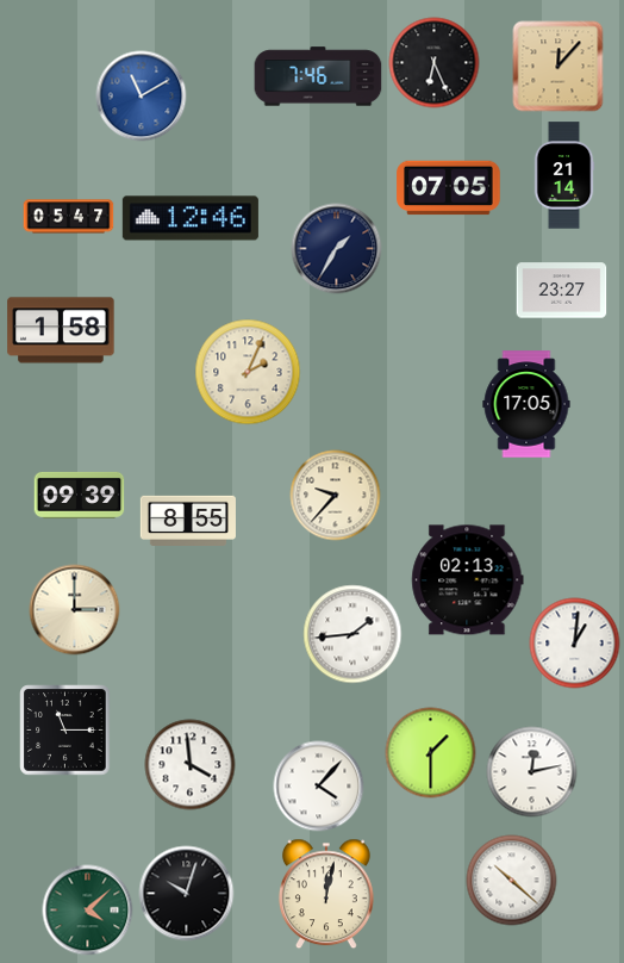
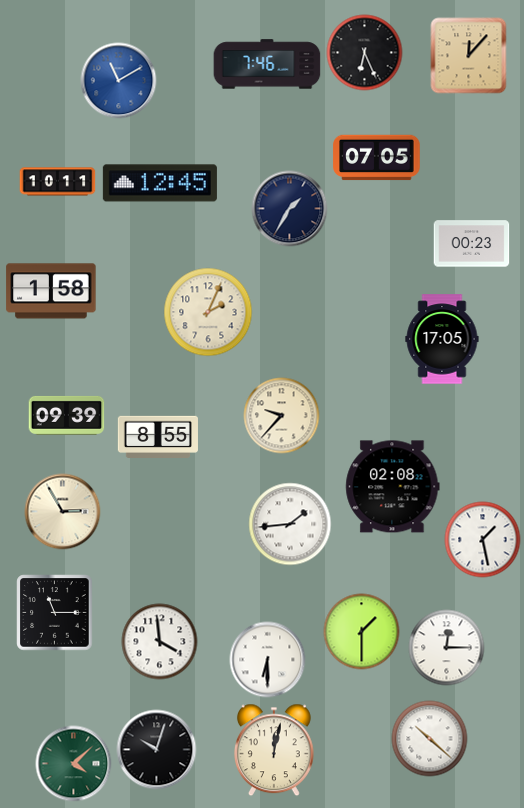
clock at (564, 175): 21:14 -> none
clock at (69, 217): 05:47 -> 10:11
clock at (191, 218): 12:46 -> 12:45
clock at (337, 249) position: (337, 249) -> (290, 209)
clock at (562, 291): 23:27 -> 00:23
clock at (61, 330) position: (61, 330) -> (51, 291)
clock at (468, 580): 02:13 -> 02:08
clock at (75, 610): 3:00 -> 2:55
clock at (352, 634) position: (352, 634) -> (290, 524)
clock at (575, 644): 1:01 -> 1:28
clock at (532, 772): 12:13 -> 12:15
clock at (319, 787): 4:07 -> 6:30
